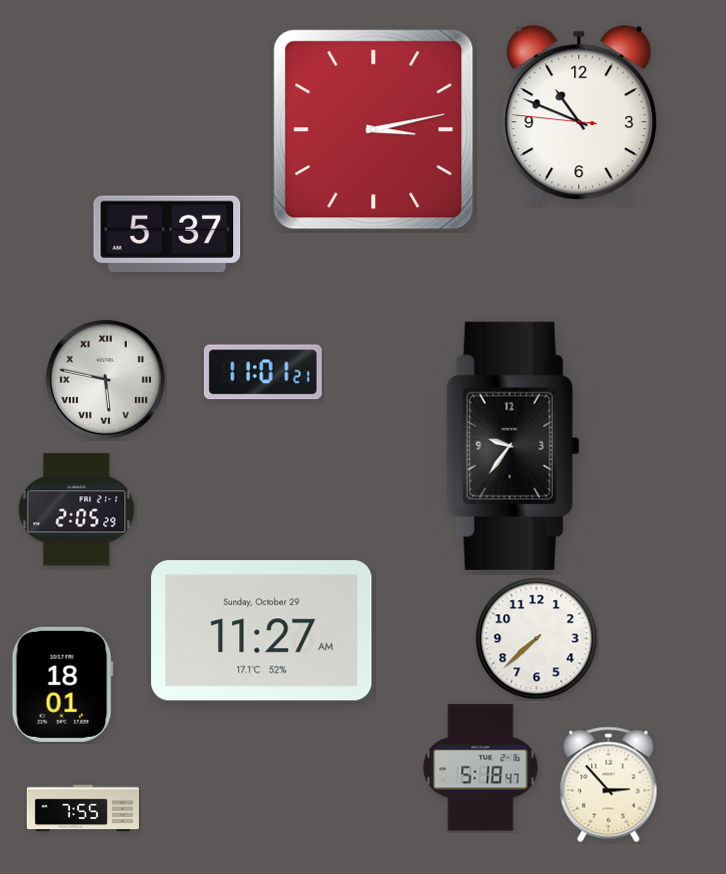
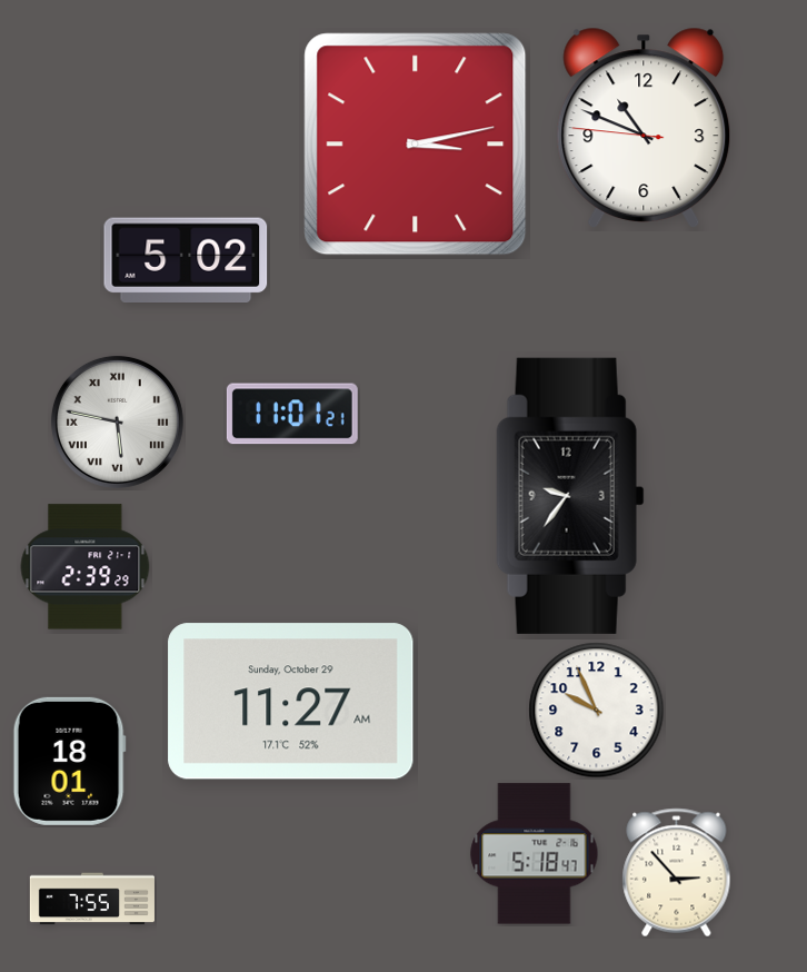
clock at (167, 233): 5:37 -> 5:02
clock at (77, 510): 2:05 -> 2:39
clock at (537, 639): 7:38 -> 9:56
